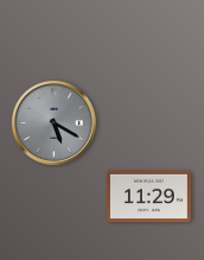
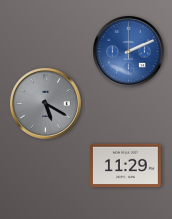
clock at (128, 51): none -> 2:11
